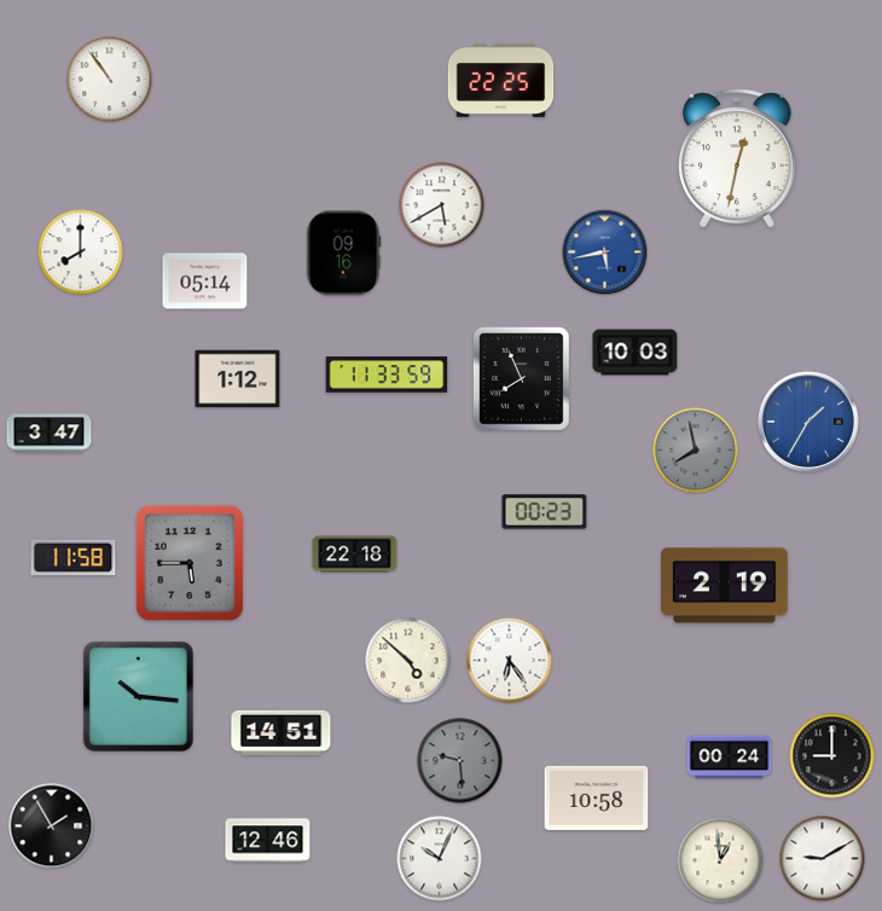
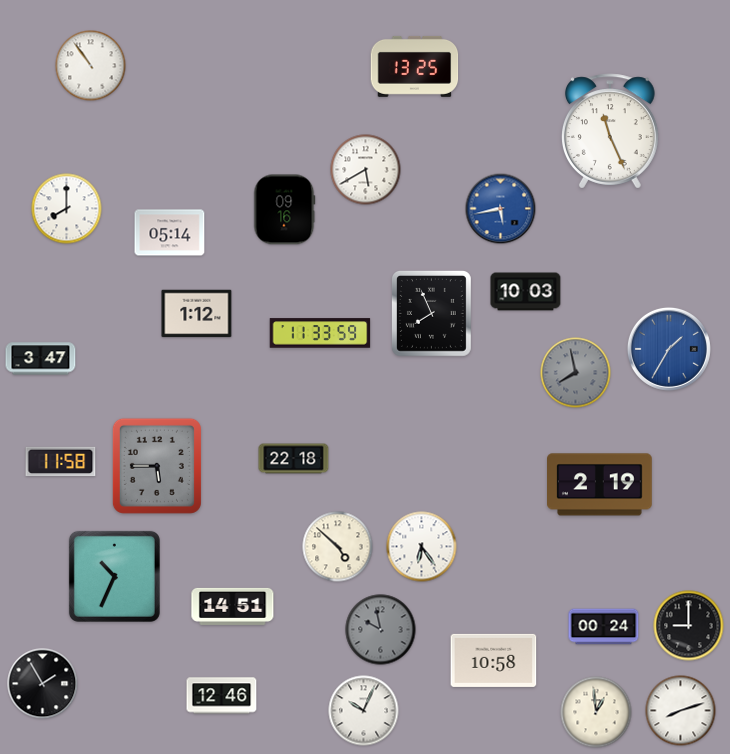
clock at (501, 80): 22:25 -> 13:25
clock at (737, 158): 12:32 -> 11:26
clock at (387, 375) position: (387, 375) -> (320, 333)
clock at (545, 512): 00:23 -> none
clock at (138, 696): 10:16 -> 10:34
clock at (460, 761): 9:29 -> 9:58
clock at (823, 859): 9:10 -> 8:12
